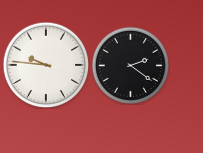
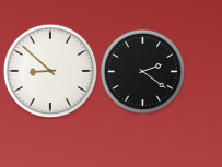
clock at (46, 65): 9:46 -> 8:52
